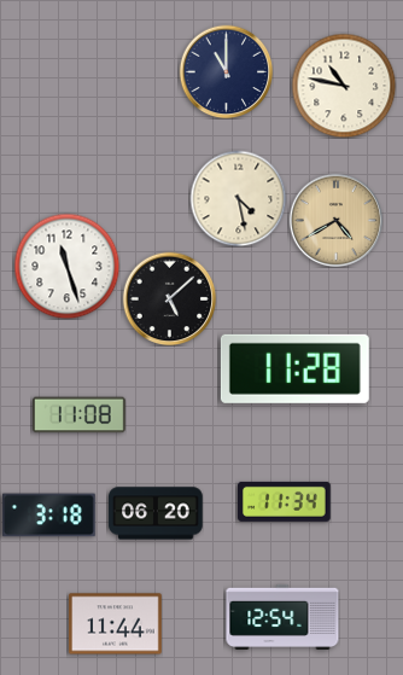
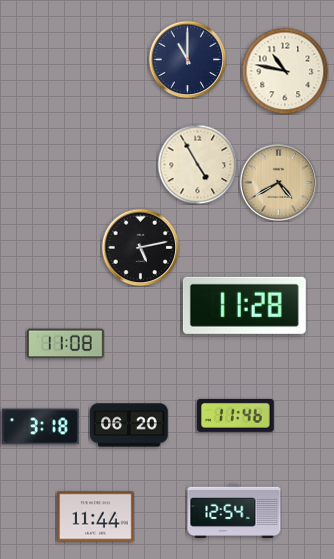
clock at (238, 198): 4:28 -> 4:55
clock at (66, 266): 11:27 -> none
clock at (169, 298): 5:08 -> 5:13
clock at (285, 501): 11:34 -> 11:46
